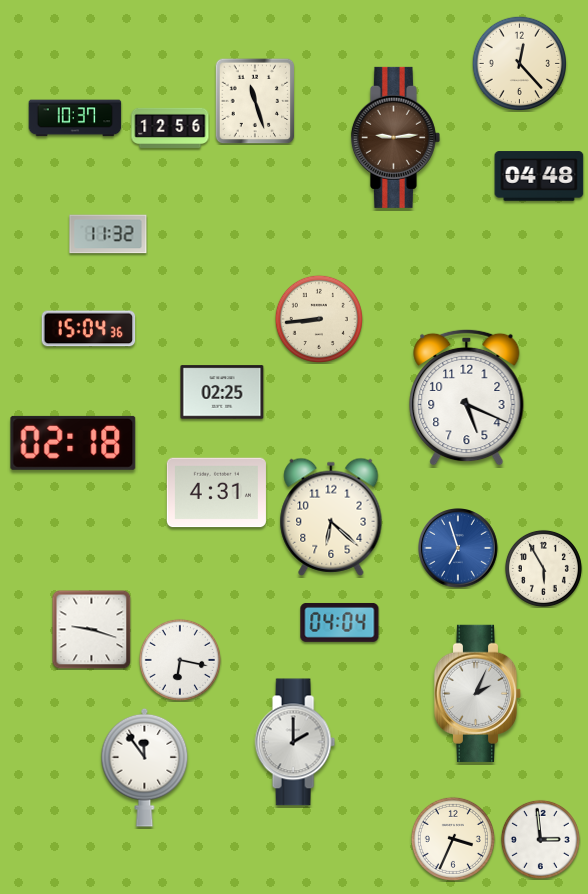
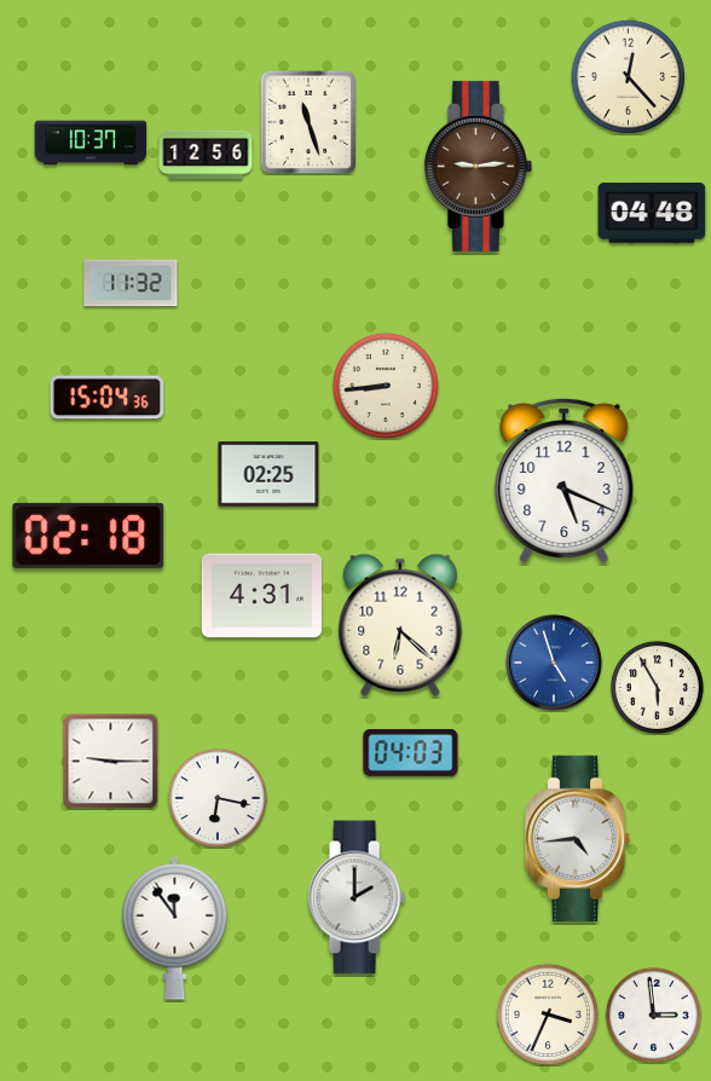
clock at (459, 549): 6:57 -> 4:57
clock at (340, 622): 04:04 -> 04:03
clock at (91, 629): 9:18 -> 9:15
clock at (478, 693): 2:04 -> 4:44
